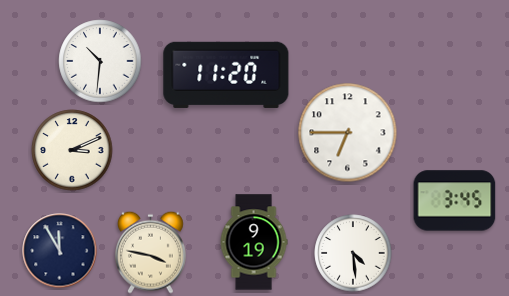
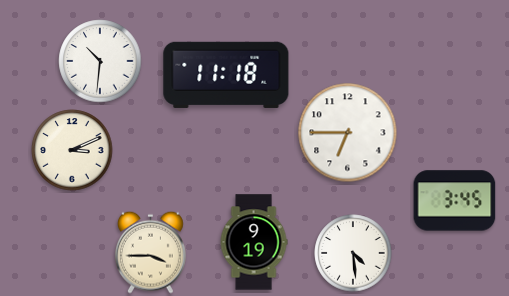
clock at (226, 75): 11:20 -> 11:18
clock at (60, 251): 11:55 -> none
clock at (150, 252): 3:47 -> 3:45
